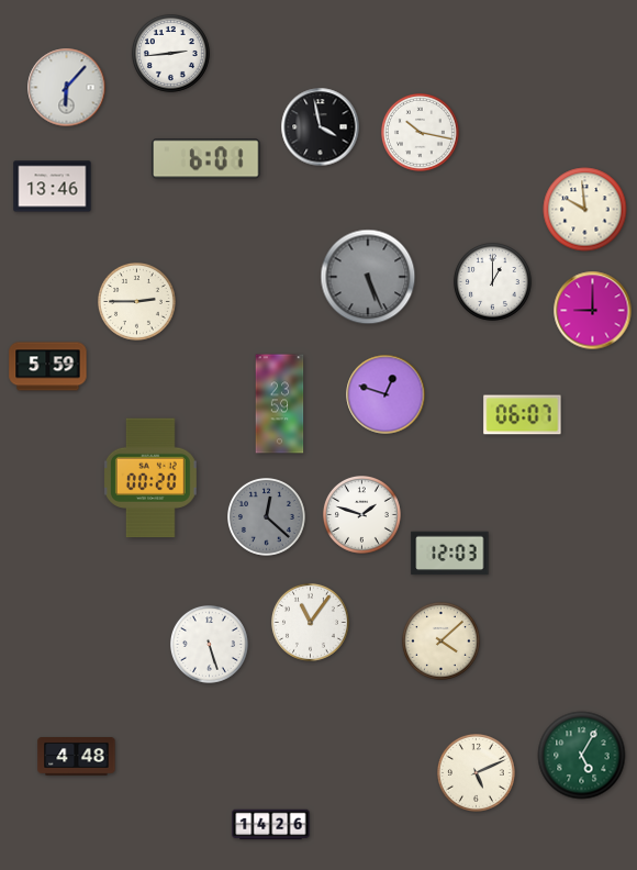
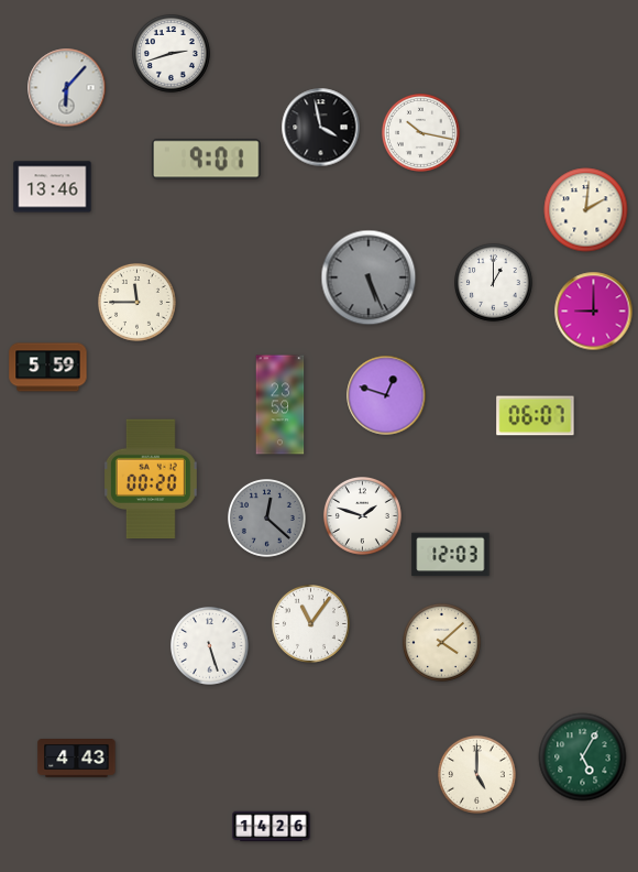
clock at (171, 54): 2:44 -> 2:42
clock at (206, 159): 6:01 -> 9:01
clock at (585, 210): 9:59 -> 2:01
clock at (137, 302): 2:45 -> 11:45
clock at (523, 415) position: (523, 415) -> (536, 416)
clock at (77, 757): 4:48 -> 4:43
clock at (477, 773): 5:11 -> 5:00
